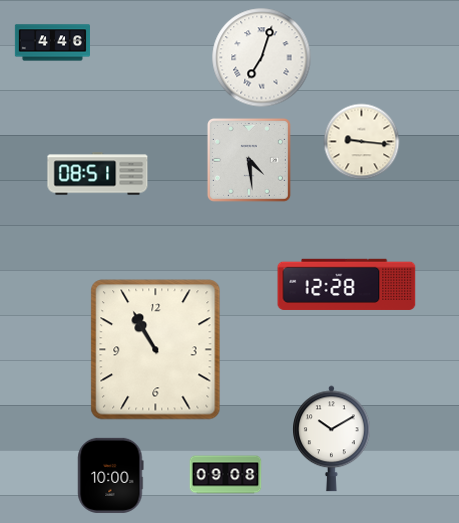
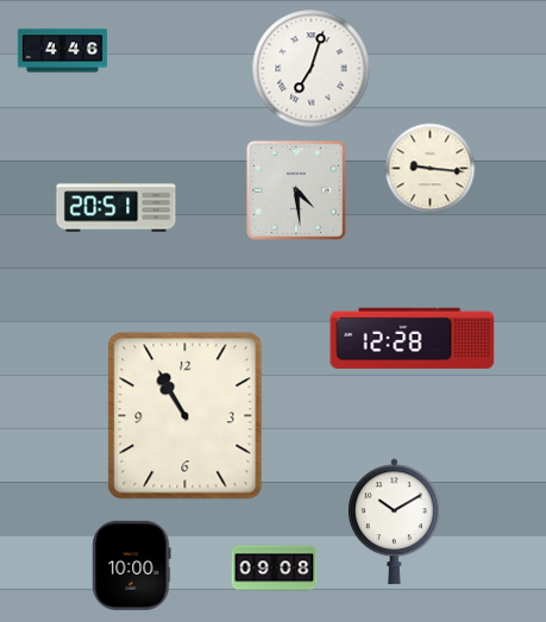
clock at (98, 174): 08:51 -> 20:51
clock at (226, 475) position: (226, 475) -> (275, 568)
